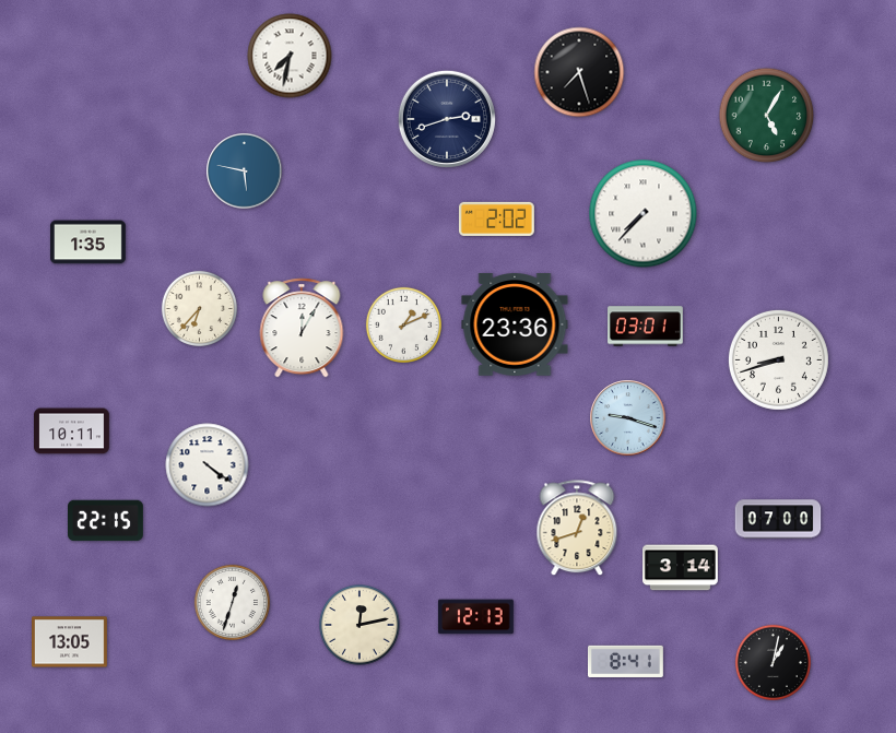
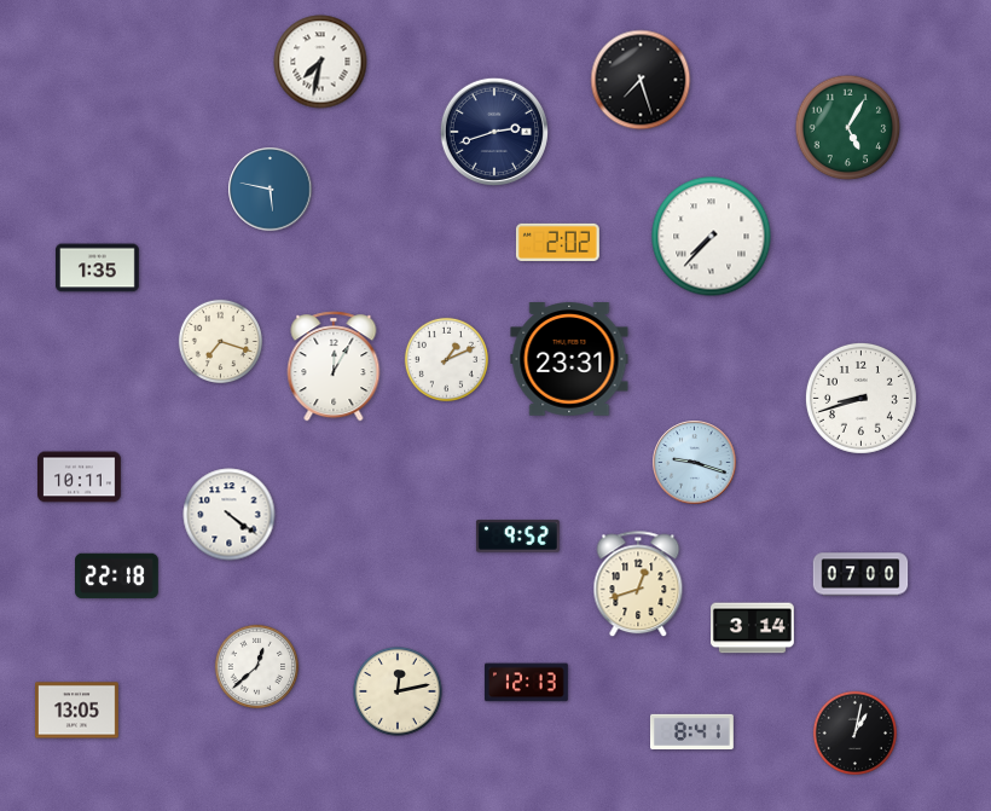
clock at (497, 218) position: (497, 218) -> (558, 242)
clock at (199, 308): 6:37 -> 7:18
clock at (515, 324): 23:36 -> 23:31
clock at (646, 327): 03:01 -> none
clock at (302, 328) position: (302, 328) -> (334, 366)
clock at (517, 537): none -> 9:52
clock at (106, 521): 22:15 -> 22:18
clock at (232, 602): 12:33 -> 12:38
